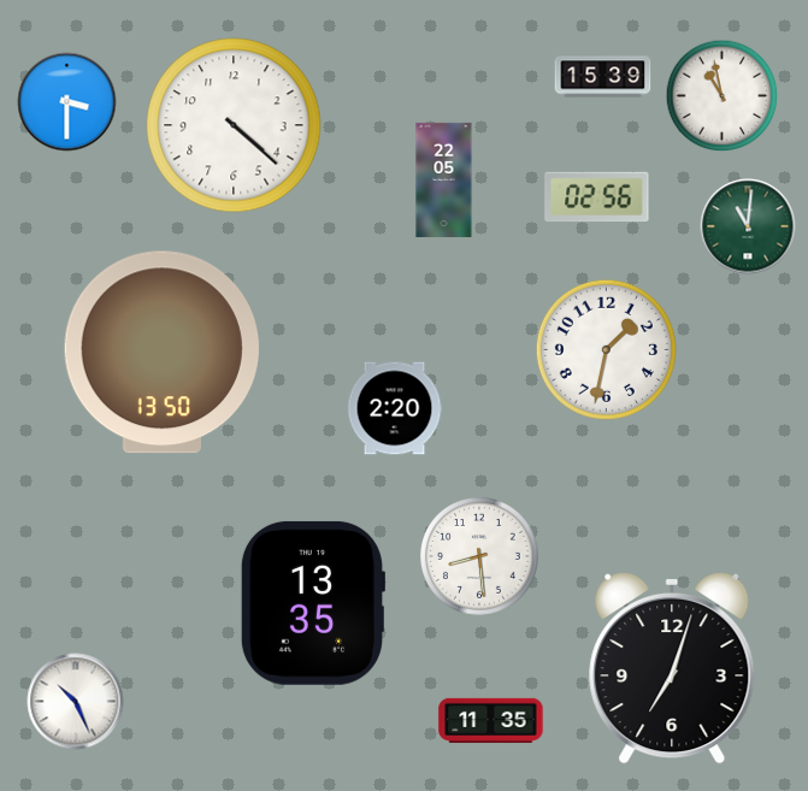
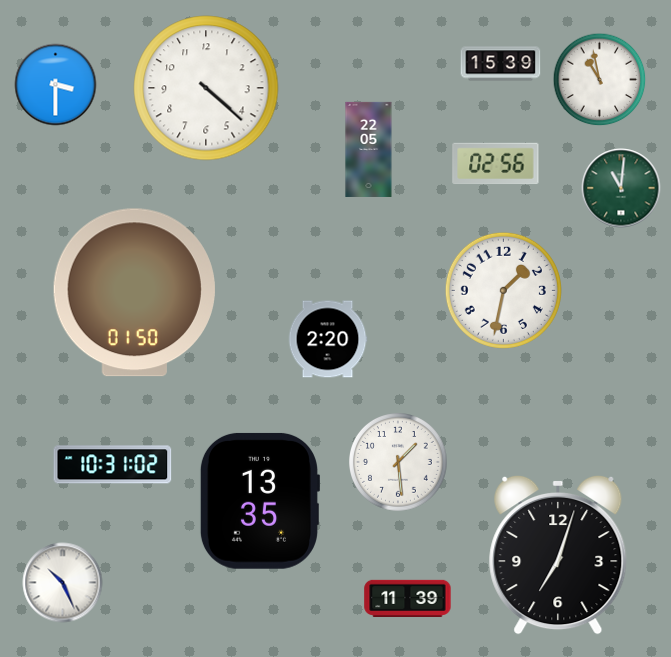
clock at (234, 125) position: (234, 125) -> (206, 88)
clock at (161, 353): 13:50 -> 01:50
clock at (480, 557): 8:29 -> 1:29
clock at (113, 465): none -> 10:31
clock at (491, 720): 11:35 -> 11:39
